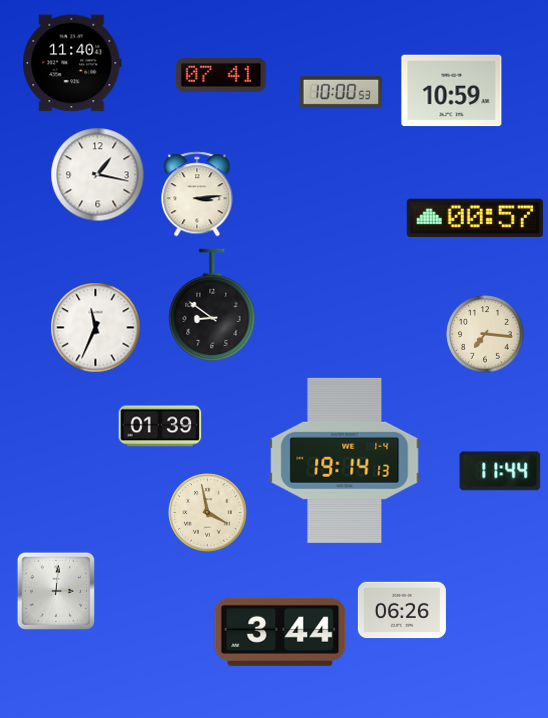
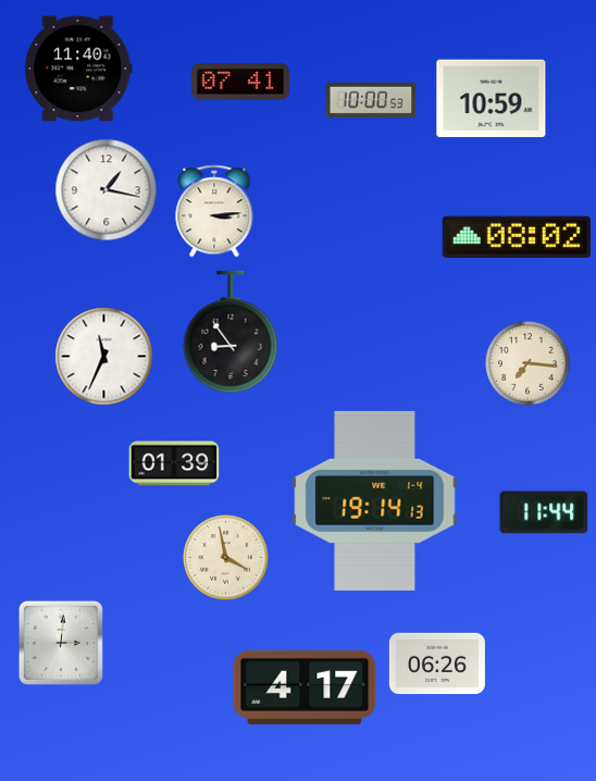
clock at (475, 218): 00:57 -> 08:02
clock at (212, 305): 8:51 -> 8:54
clock at (280, 632): 3:44 -> 4:17
